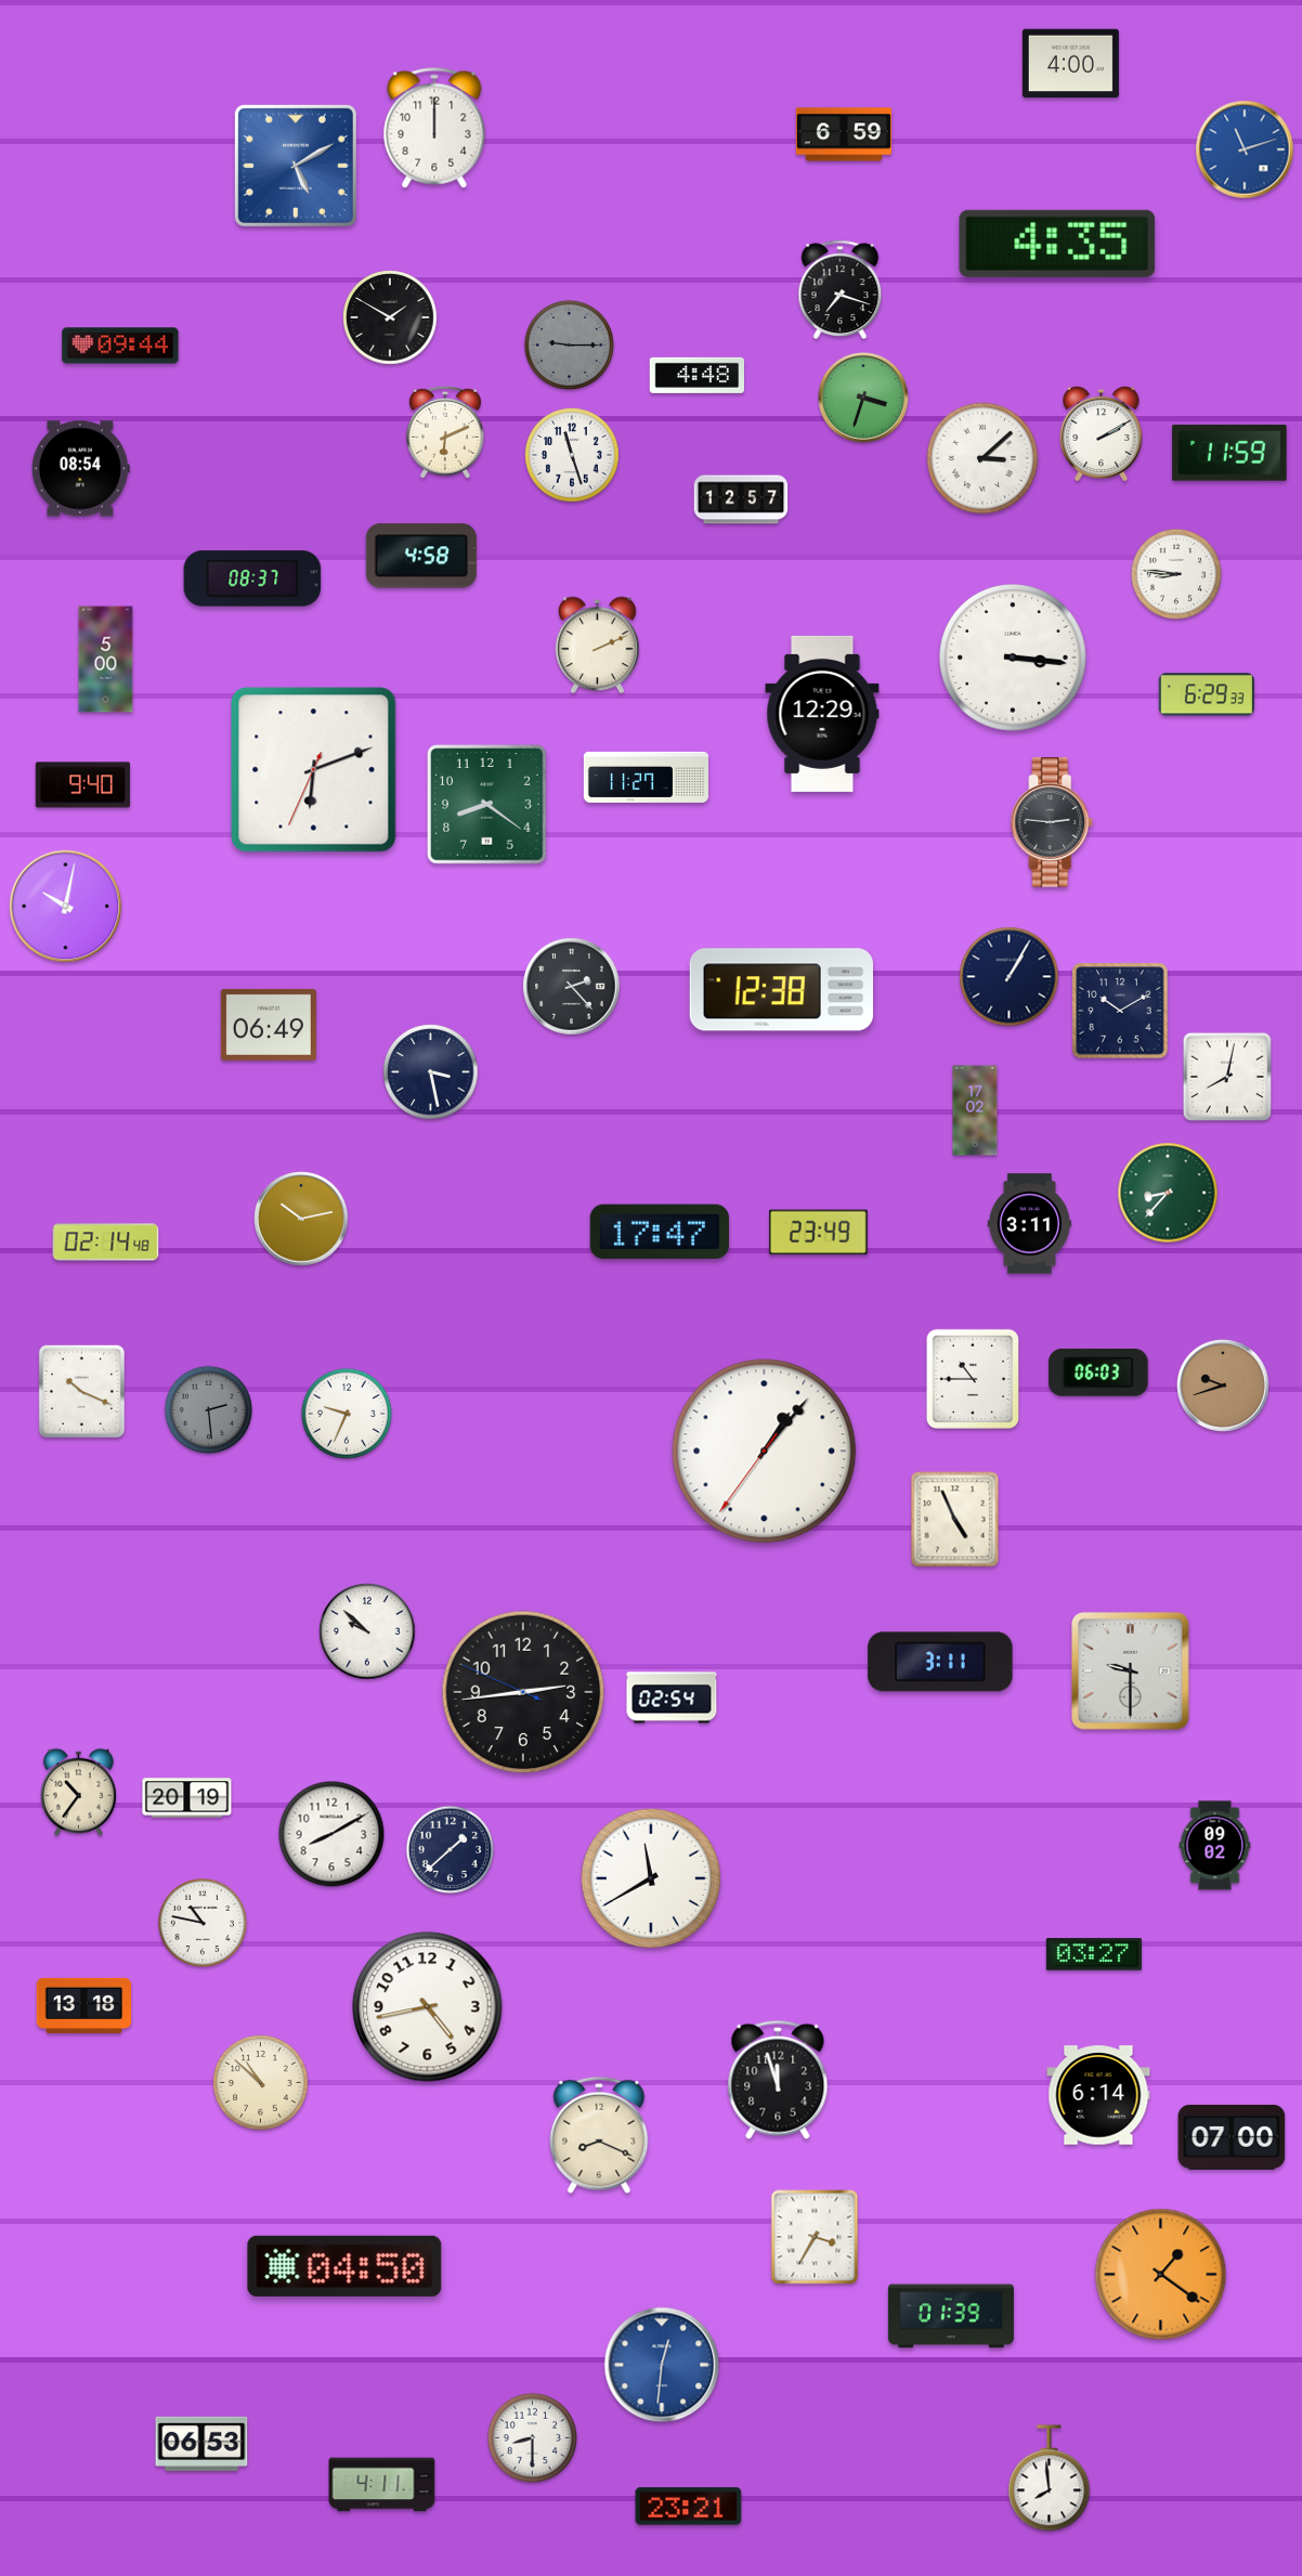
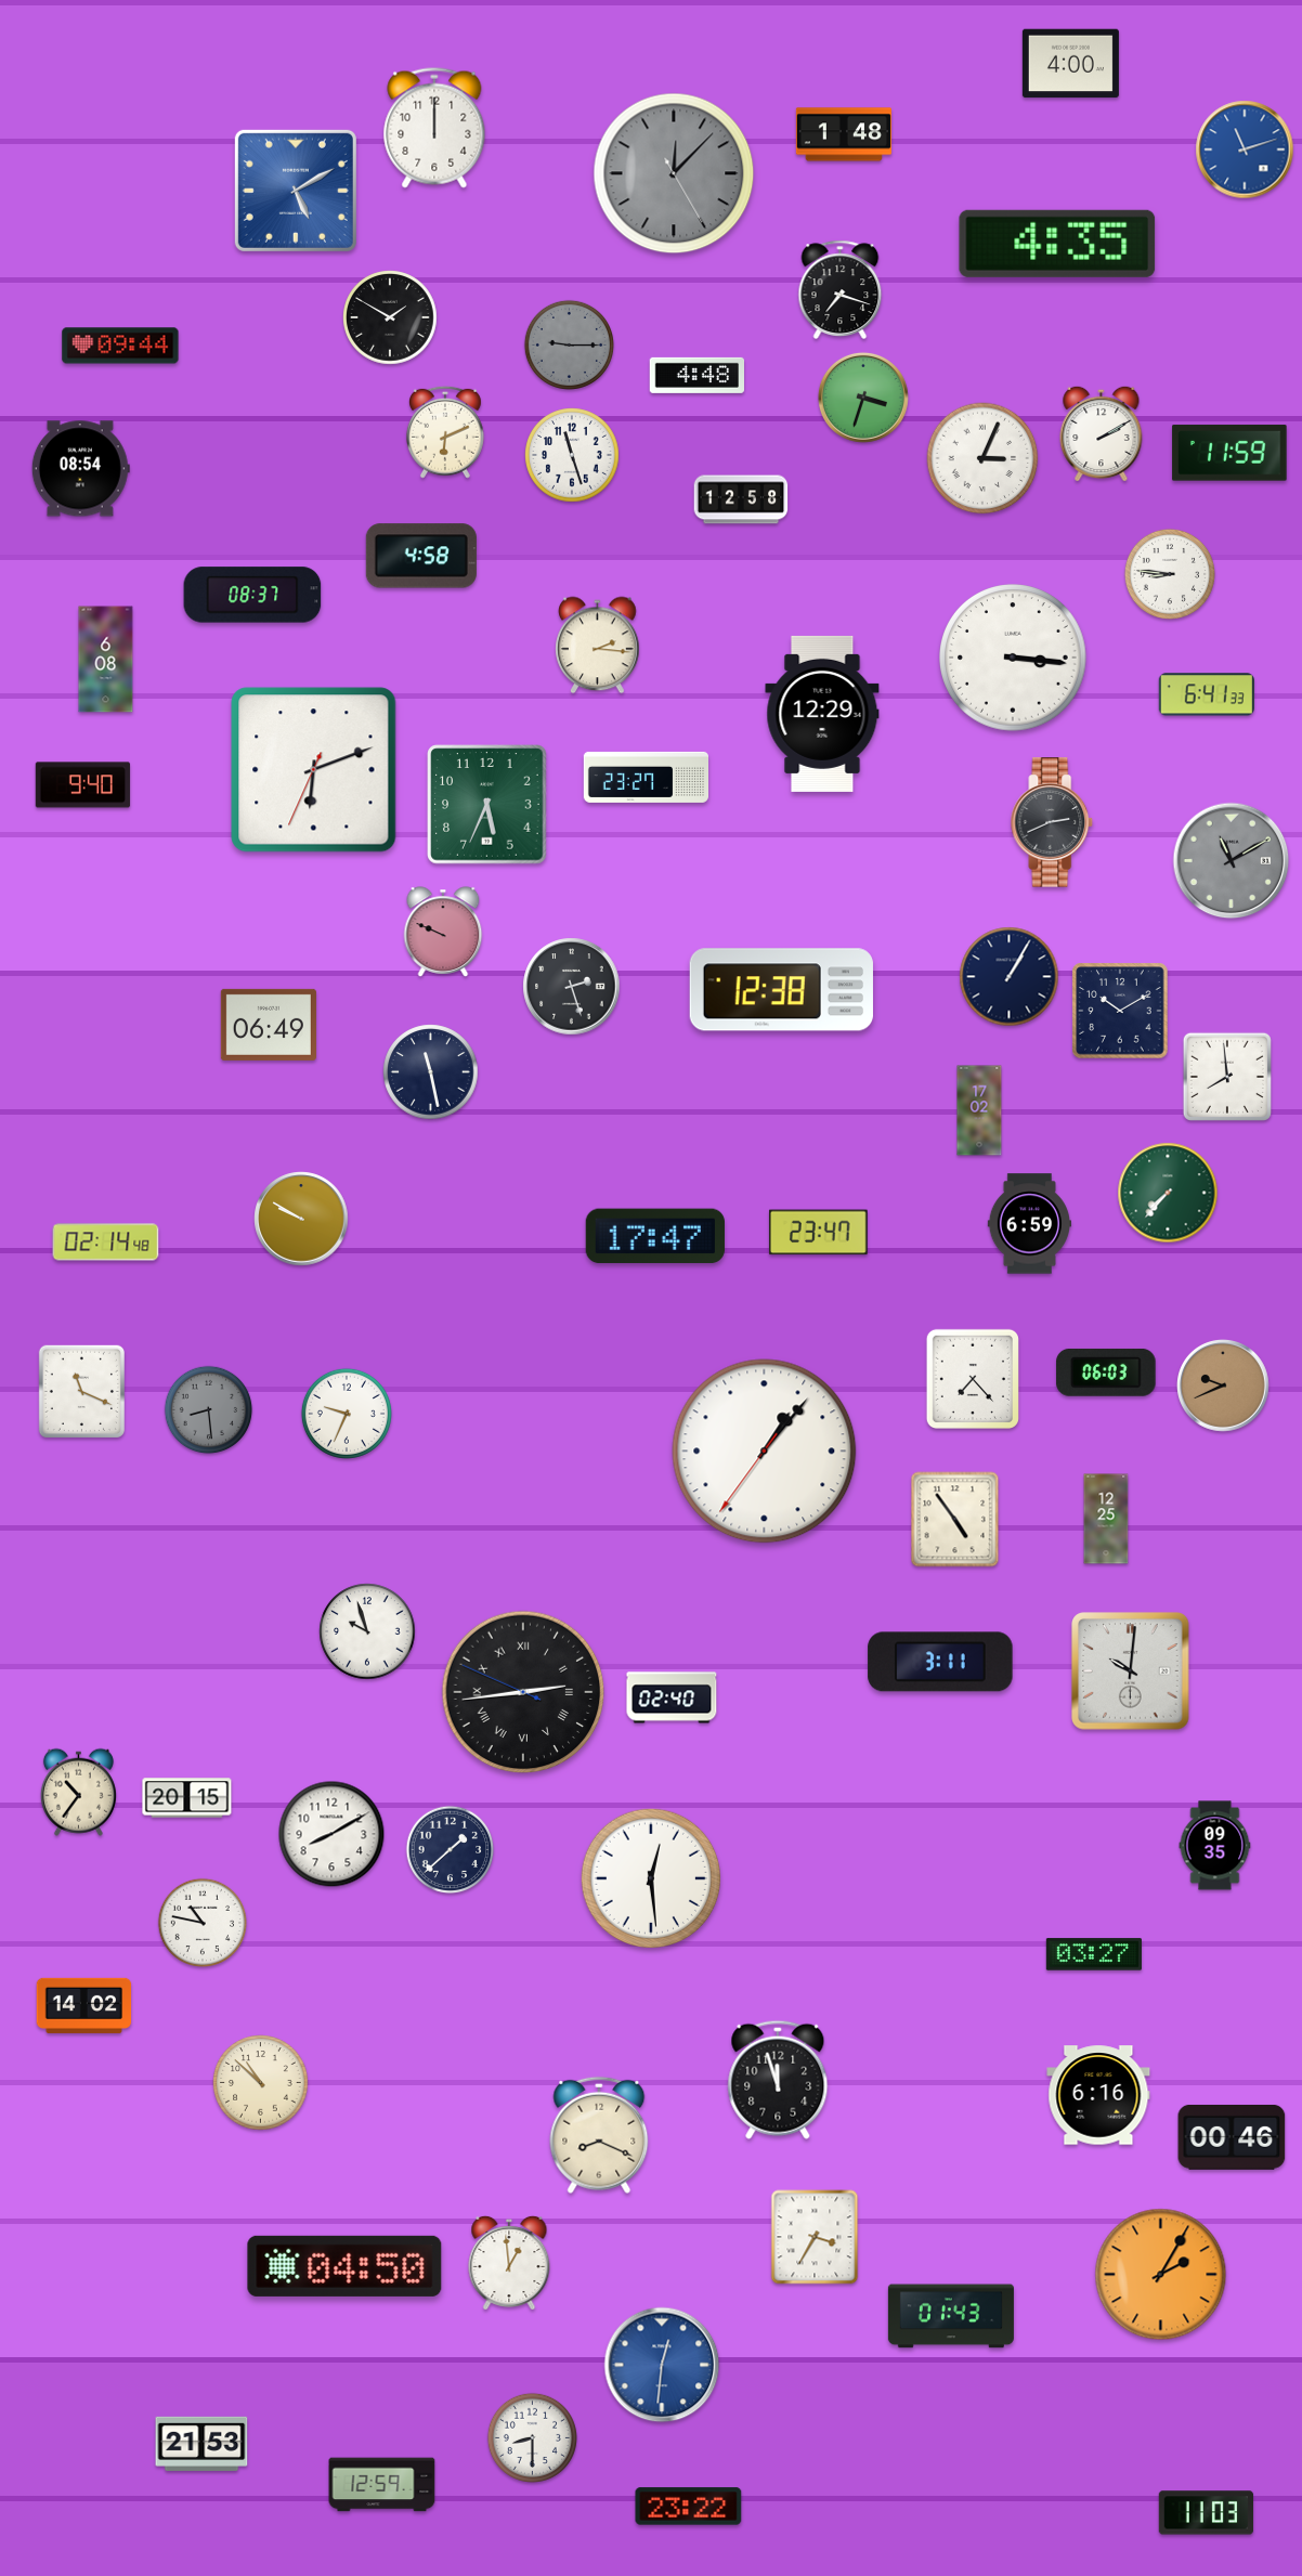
clock at (844, 134): 6:59 -> 1:48
clock at (296, 166) position: (296, 166) -> (296, 191)
clock at (674, 173): none -> 12:07
clock at (982, 458): 3:08 -> 3:04
clock at (741, 499): 12:57 -> 12:58
clock at (1176, 574) position: (1176, 574) -> (1170, 574)
clock at (252, 578) position: (252, 578) -> (252, 595)
clock at (598, 646): 2:11 -> 2:16
clock at (106, 660): 5:00 -> 6:08
clock at (1207, 694): 6:29 -> 6:41
clock at (646, 777): 11:27 -> 23:27
clock at (487, 805): 8:21 -> 5:34
clock at (1052, 822): 2:46 -> 2:41
clock at (1232, 861): none -> 11:10
clock at (66, 907): 10:02 -> none
clock at (443, 932): none -> 9:49
clock at (572, 987): 2:23 -> 2:27
clock at (431, 1072): 3:28 -> 11:28
clock at (1227, 1077): 8:02 -> 7:59
clock at (975, 1110) position: (975, 1110) -> (979, 1110)
clock at (1168, 1193): 8:37 -> 7:37
clock at (301, 1219): 10:13 -> 9:50
clock at (1029, 1224): 3:11 -> 6:59
clock at (660, 1232) position: (660, 1232) -> (655, 1236)
clock at (818, 1233): 23:49 -> 23:47
clock at (1098, 1372) position: (1098, 1372) -> (1106, 1372)
clock at (973, 1379): 10:45 -> 7:23
clock at (1224, 1387): 9:42 -> 9:41
clock at (81, 1391): 10:19 -> 11:19
clock at (209, 1410): 2:29 -> 8:29
clock at (1106, 1519): none -> 12:25
clock at (955, 1520): 4:56 -> 4:54
clock at (367, 1631): 9:52 -> 9:57
clock at (1131, 1671): 9:30 -> 10:01
clock at (523, 1692) numerals: Arabic -> Roman
clock at (672, 1697): 02:54 -> 02:40
clock at (187, 1798): 20:19 -> 20:15
clock at (1215, 1846): 09:02 -> 09:35
clock at (650, 1877): 11:40 -> 12:29
clock at (84, 2005): 13:18 -> 14:02
clock at (428, 2007): 4:43 -> none
clock at (1098, 2095): 6:14 -> 6:16
clock at (1232, 2137): 07:00 -> 00:46
clock at (509, 2262): none -> 12:59
clock at (1161, 2275): 1:21 -> 2:05
clock at (951, 2316): 01:39 -> 01:43
clock at (201, 2444): 06:53 -> 21:53
clock at (1050, 2479): 7:59 -> none
clock at (382, 2485): 4:11 -> 12:59
clock at (689, 2507): 23:21 -> 23:22
clock at (1207, 2513): none -> 11:03
